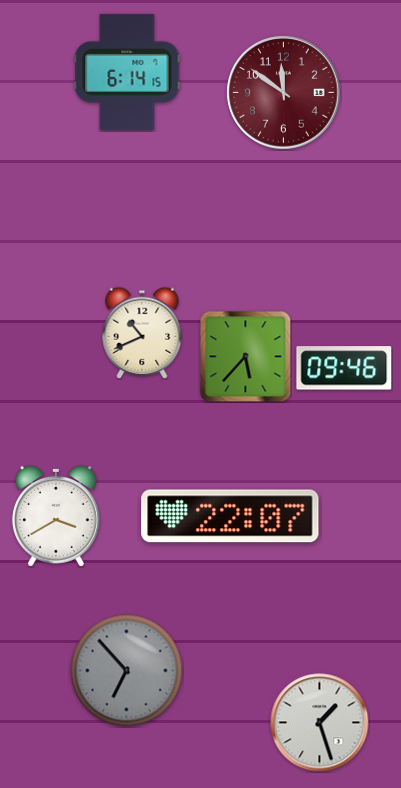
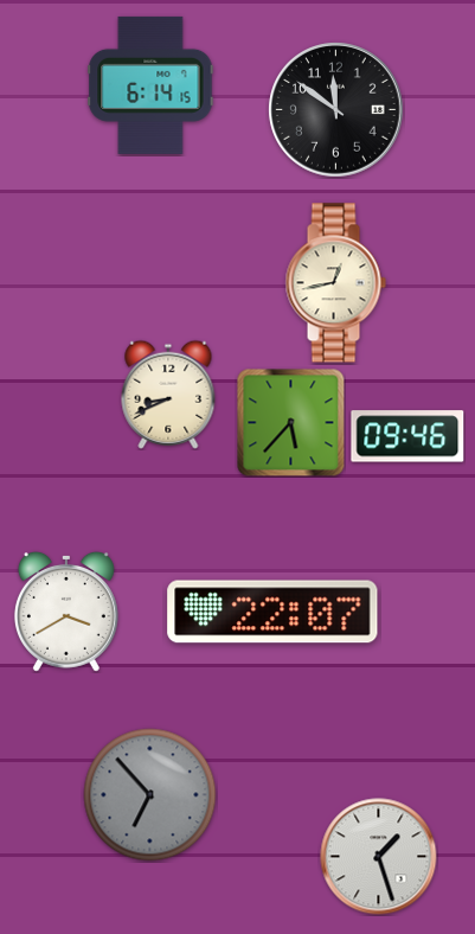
clock at (284, 93) dial: burgundy -> black
clock at (335, 283): none -> 12:43
clock at (142, 333): 10:41 -> 8:41
